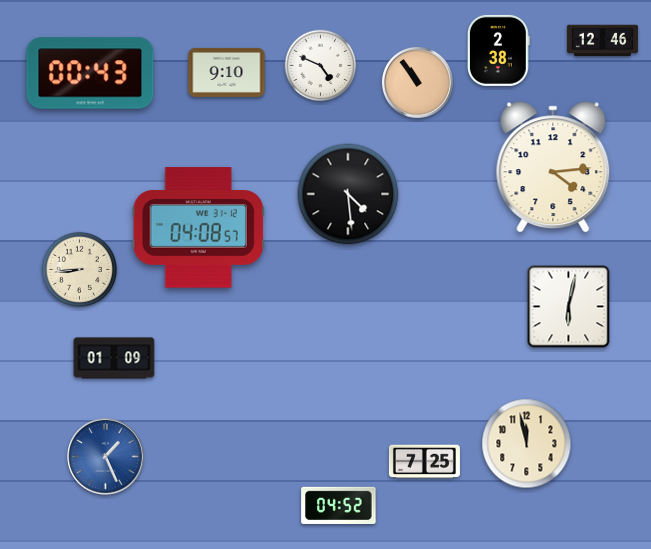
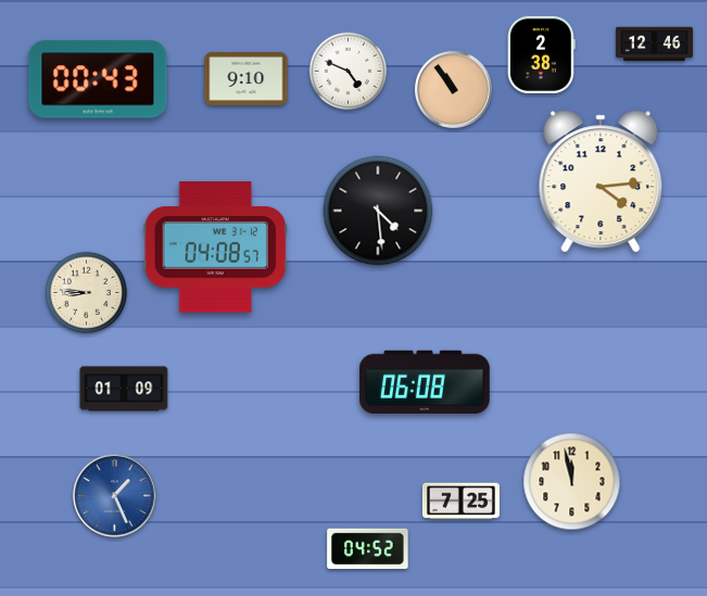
clock at (79, 269): 8:44 -> 8:46
clock at (569, 307): 6:02 -> none
clock at (425, 382): none -> 06:08
